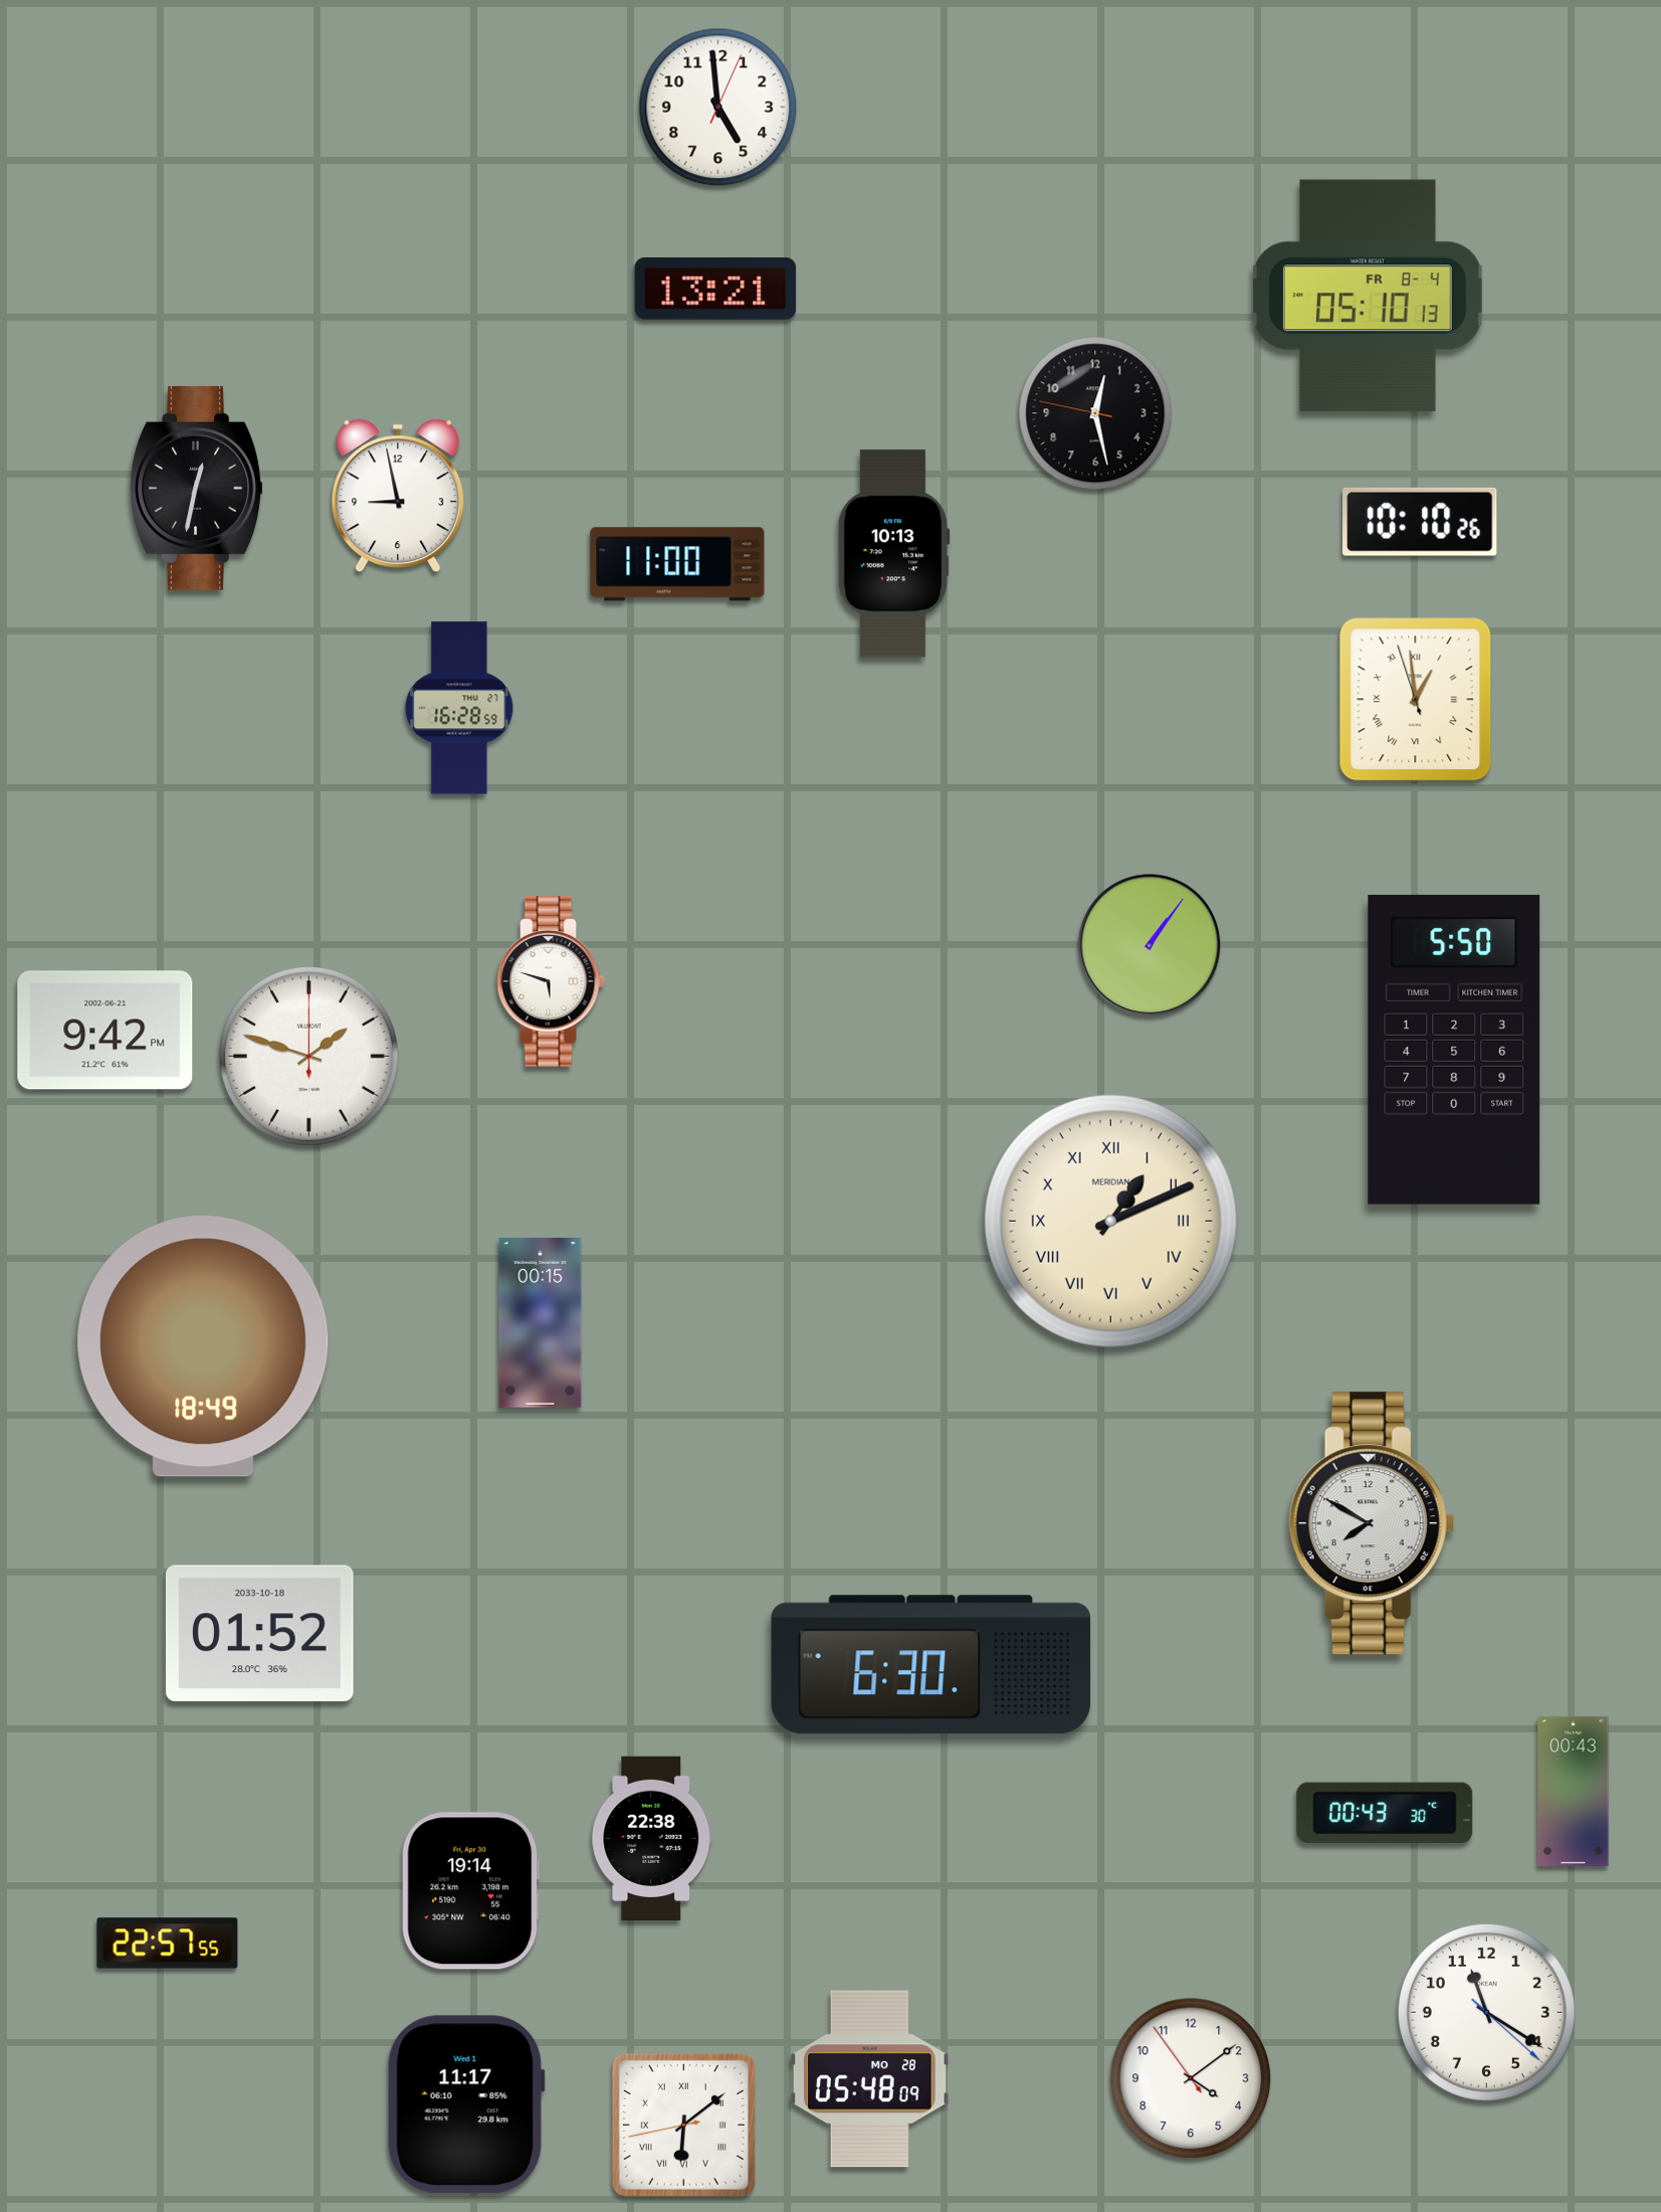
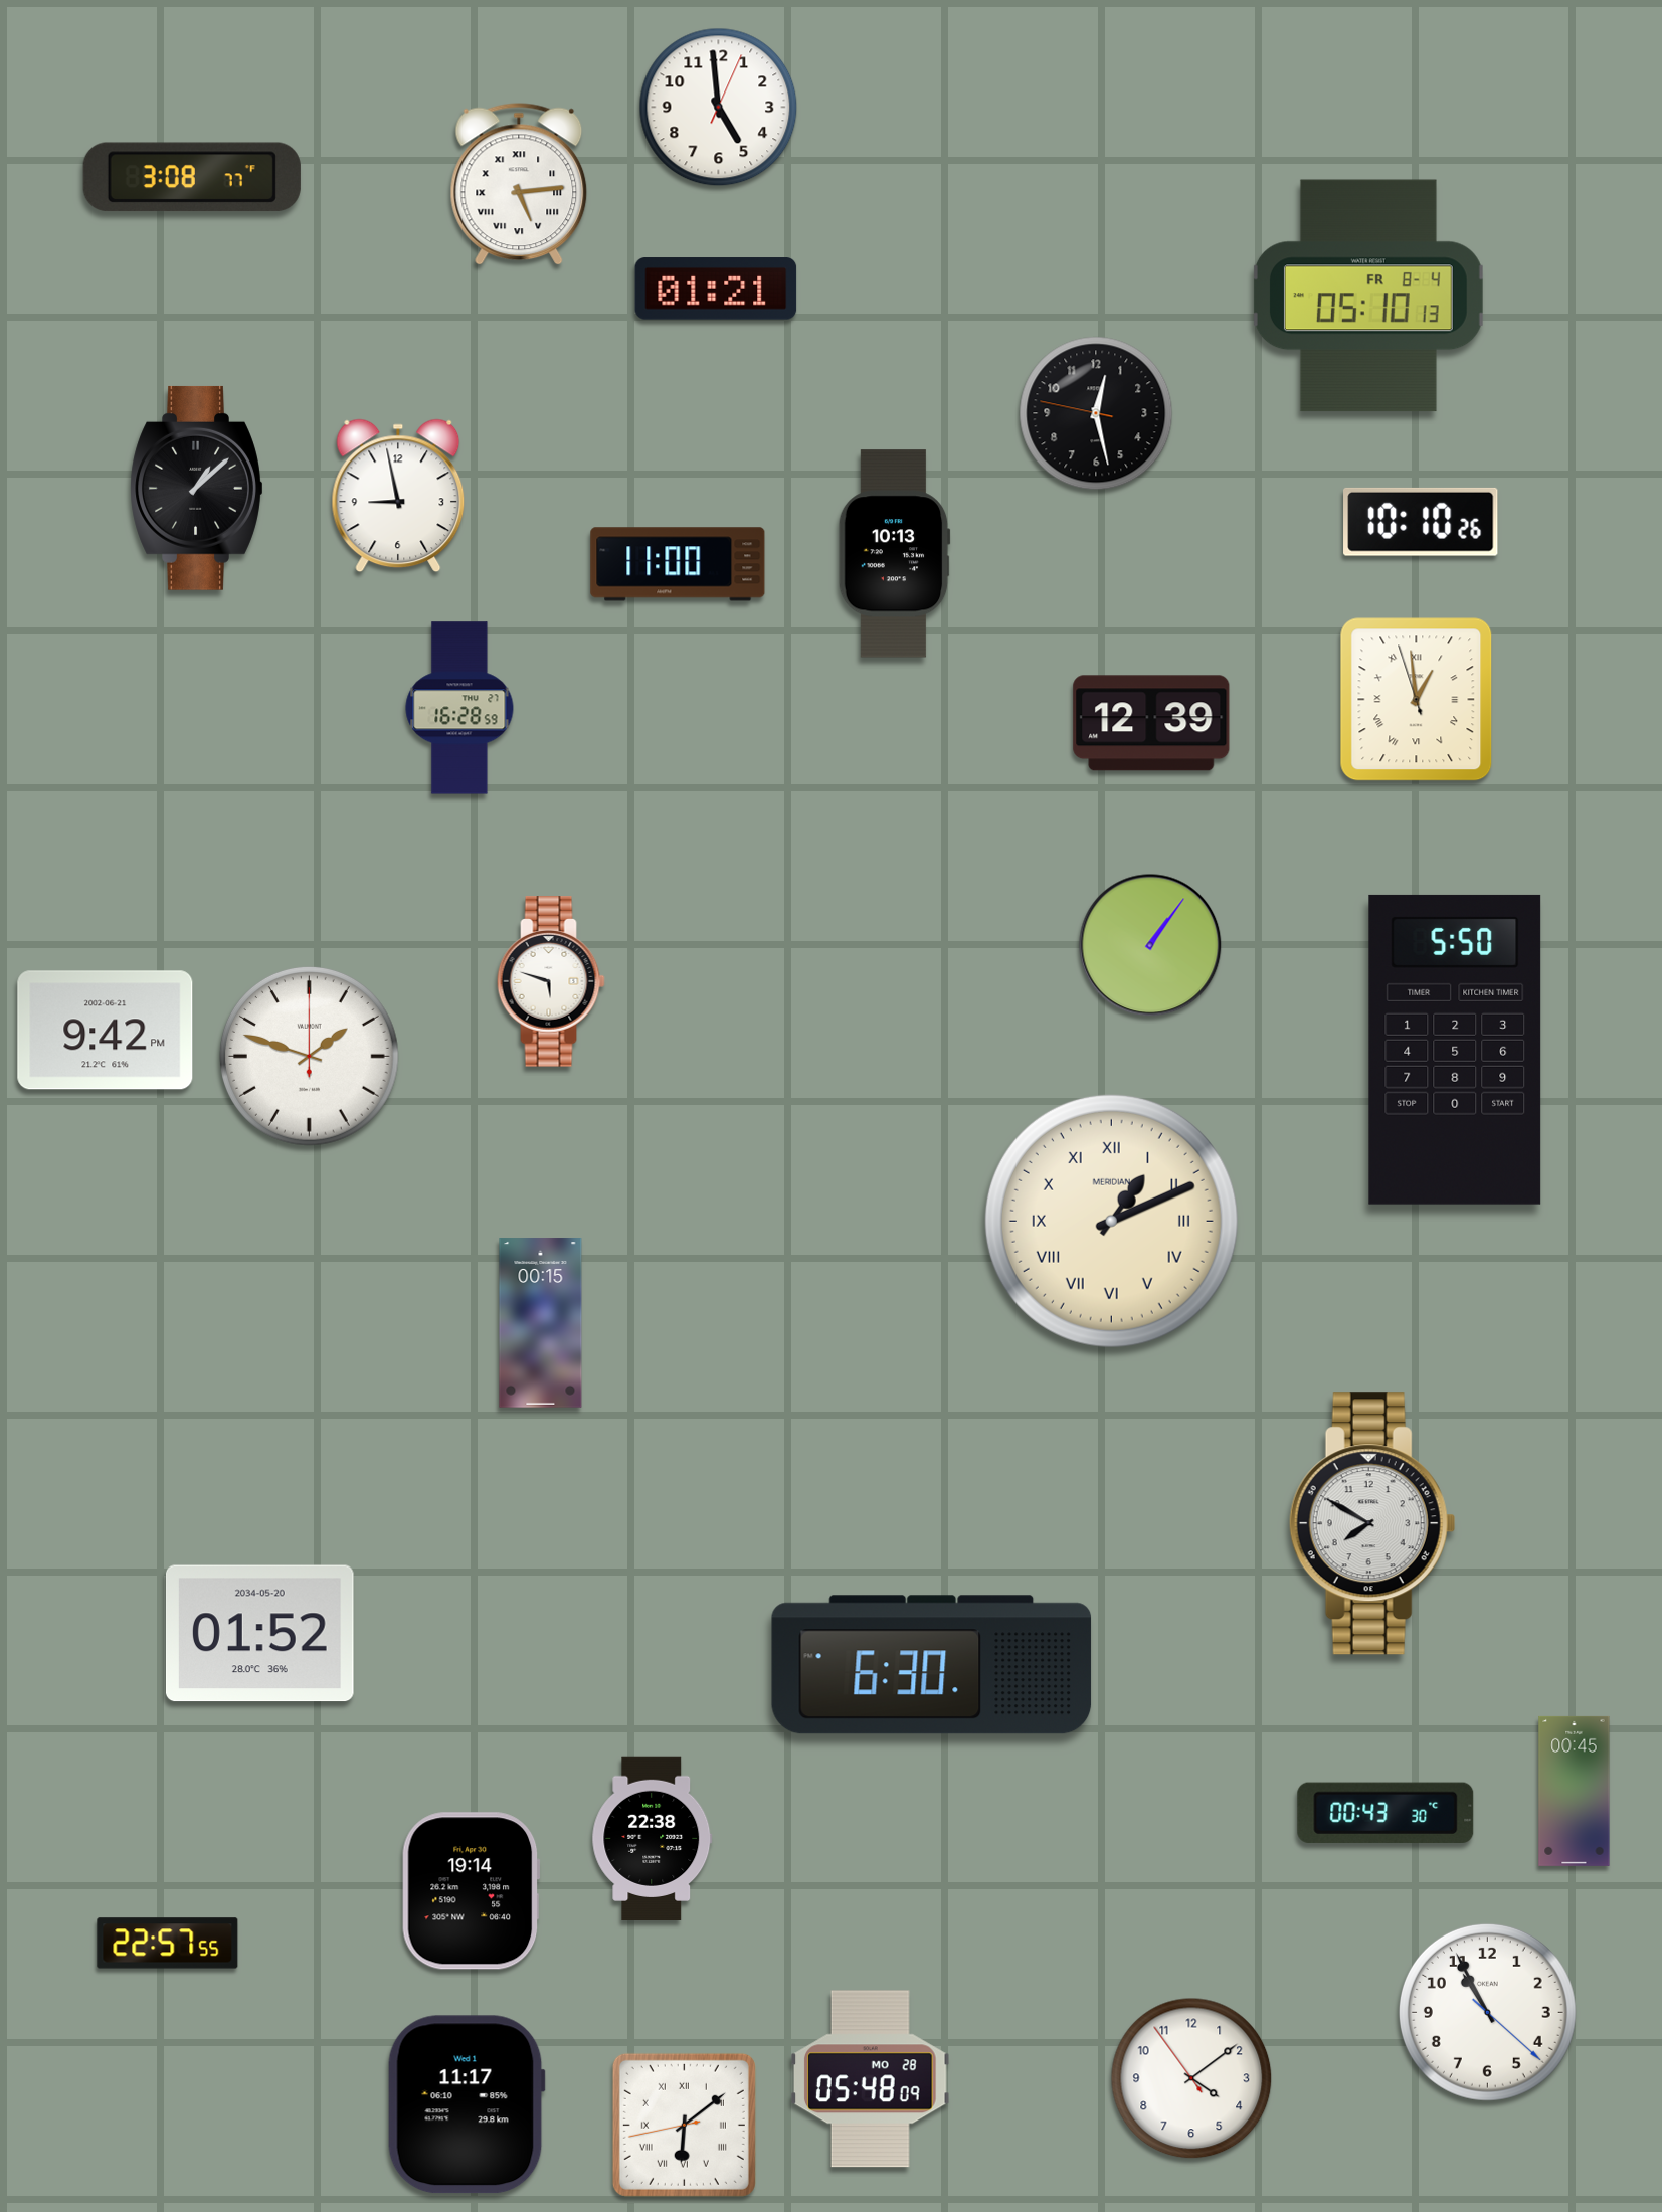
clock at (192, 177): none -> 3:08
clock at (519, 184): none -> 5:14
clock at (715, 289): 13:21 -> 01:21
clock at (197, 488): 12:32 -> 1:08
clock at (1151, 723): none -> 12:39
clock at (203, 1346): 18:49 -> none
clock at (259, 1634) date: 2033-10-18 -> 2034-05-20
clock at (1574, 1791): 00:43 -> 00:45
clock at (1486, 2012): 11:20 -> 10:55
